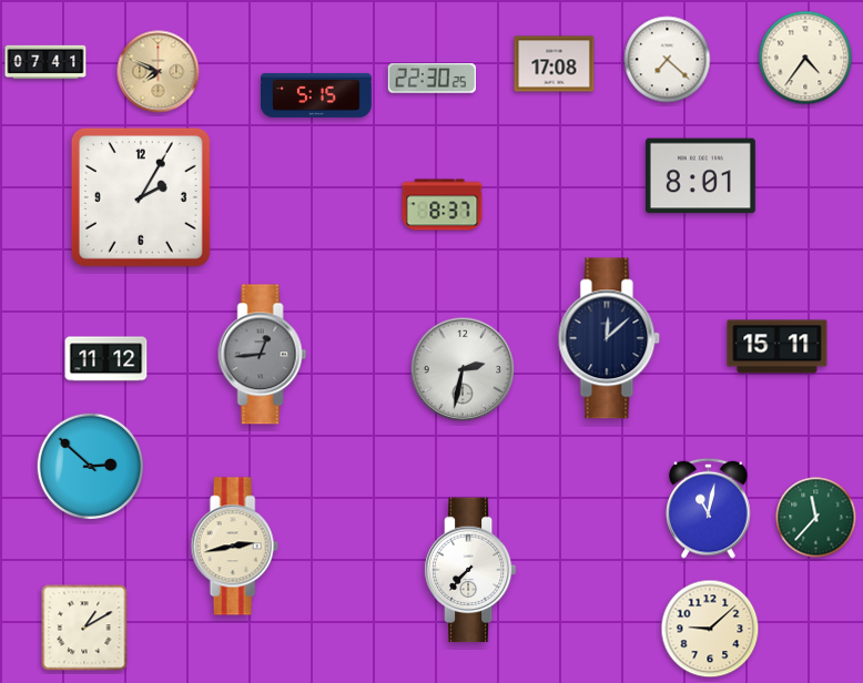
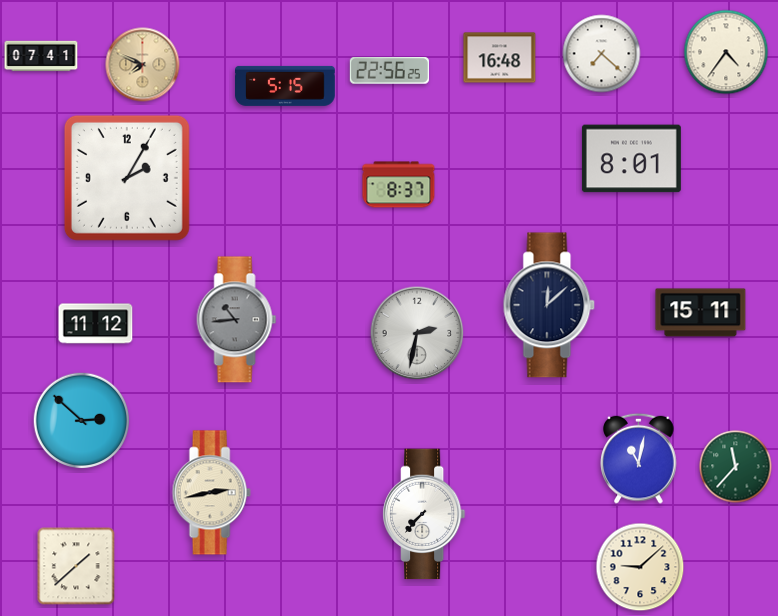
clock at (555, 64): 17:08 -> 16:48
clock at (431, 79): 22:30 -> 22:56
clock at (263, 355): 12:44 -> 10:44
clock at (84, 628): 1:10 -> 1:38
